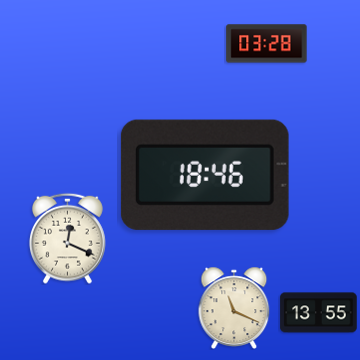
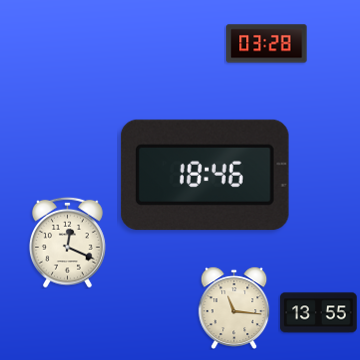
clock at (68, 238) position: (68, 238) -> (68, 242)
clock at (234, 308): 11:19 -> 11:16
